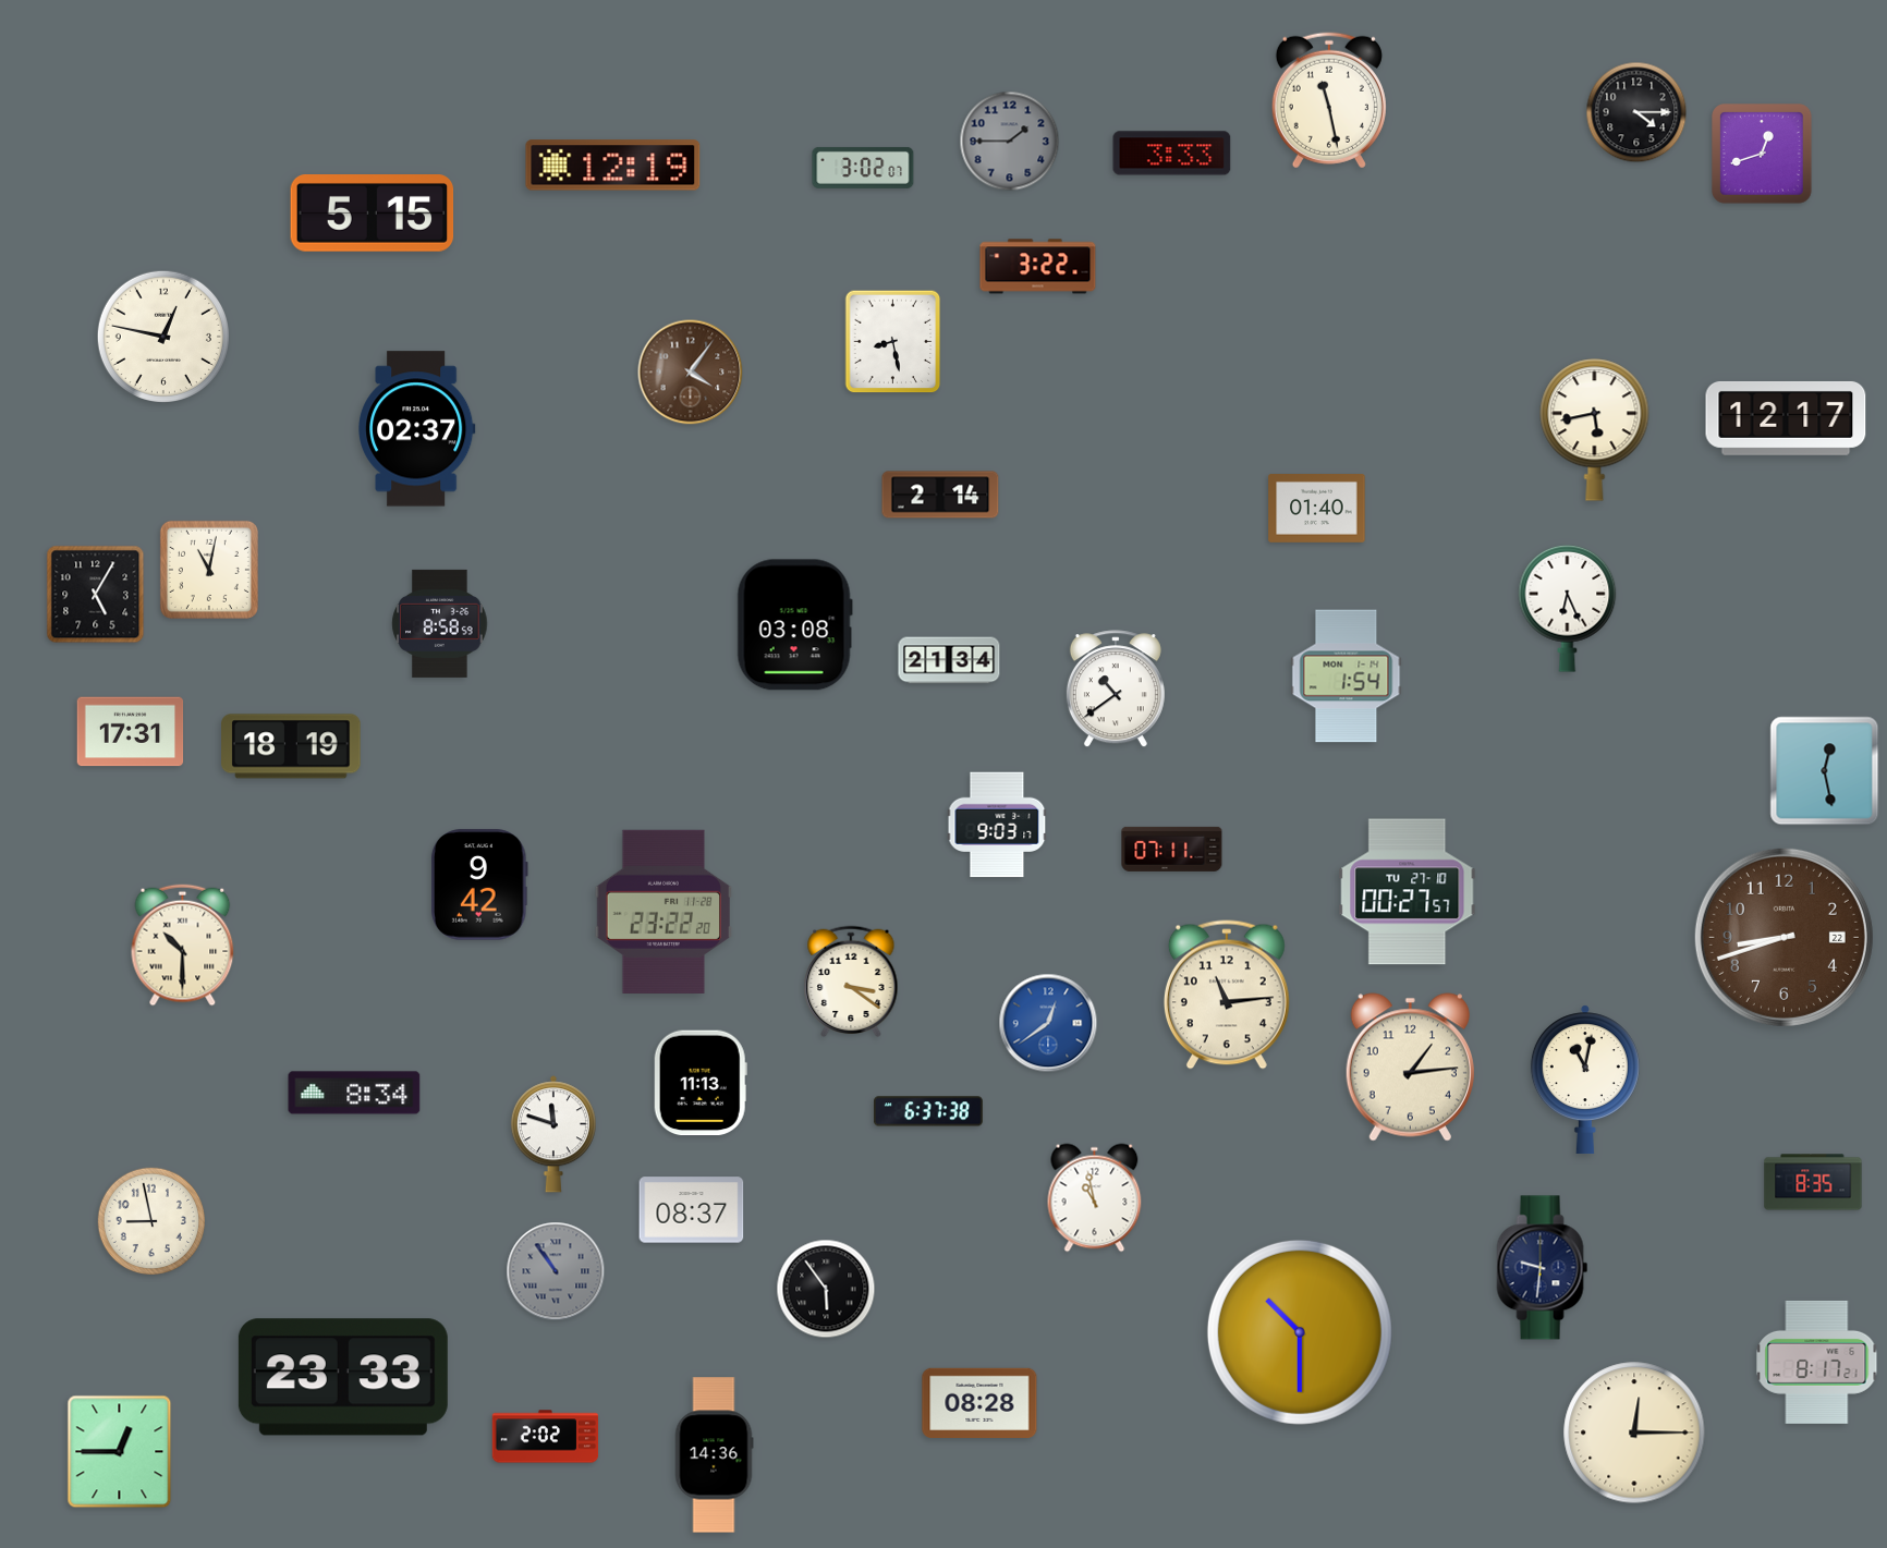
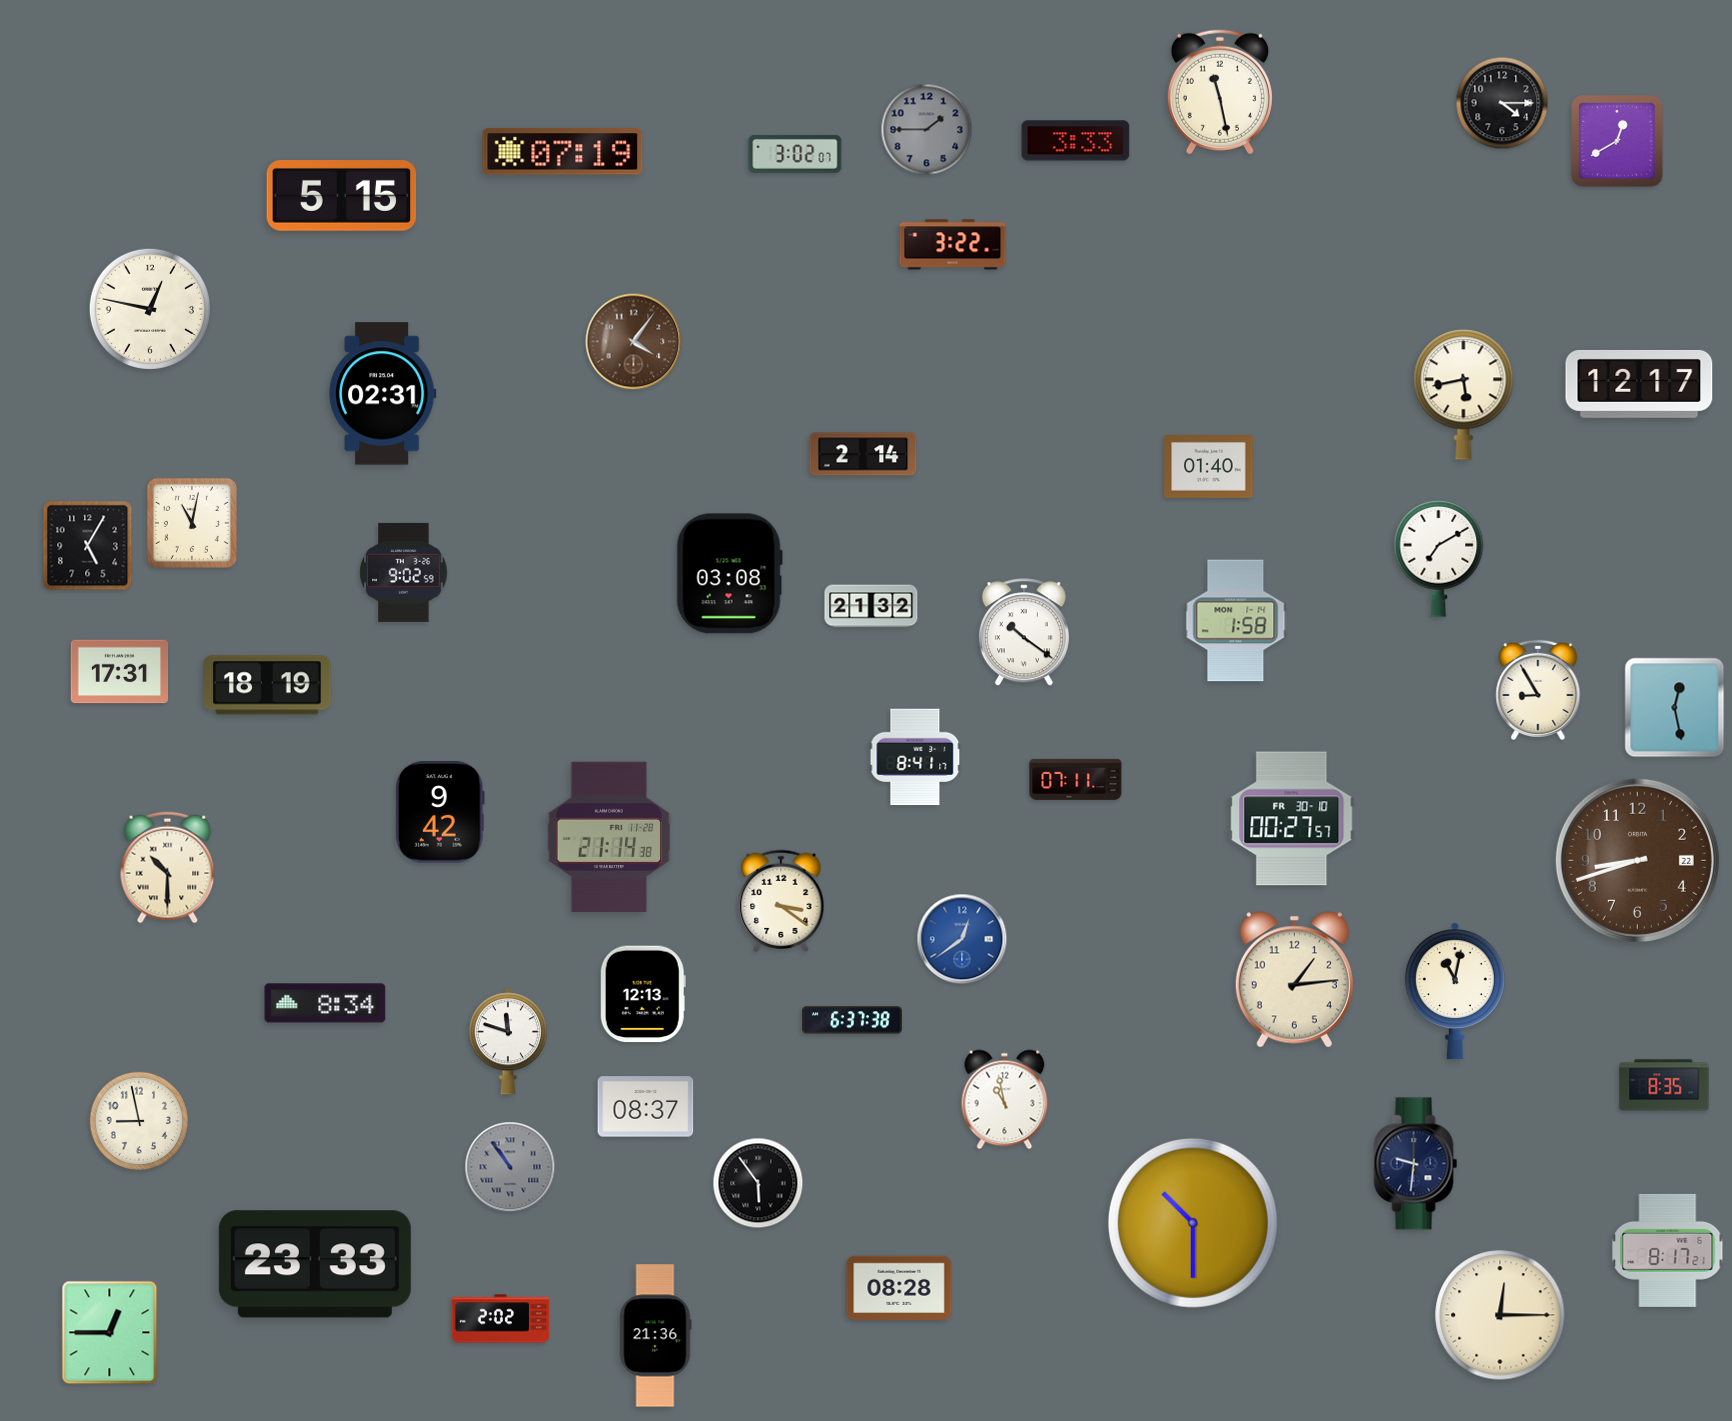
clock at (1763, 155): 12:42 -> 12:40
clock at (613, 166): 12:19 -> 07:19
clock at (863, 168) position: (863, 168) -> (795, 154)
clock at (893, 342): 8:28 -> none
clock at (417, 429): 02:37 -> 02:31
clock at (1568, 608): 6:26 -> 7:10
clock at (440, 623): 8:58 -> 9:02
clock at (949, 660): 21:34 -> 21:32
clock at (1347, 677): 1:54 -> 1:58
clock at (1116, 690): 10:39 -> 10:21
clock at (1538, 690): none -> 8:55
clock at (997, 825): 9:03 -> 8:41
clock at (1408, 892) date: TU 27-10 -> FR 30-10
clock at (664, 912): 23:22 -> 21:14
clock at (1227, 995): 11:14 -> none
clock at (701, 1083): 11:13 -> 12:13
clock at (692, 1210) position: (692, 1210) -> (646, 1107)
clock at (714, 1455): 14:36 -> 21:36
